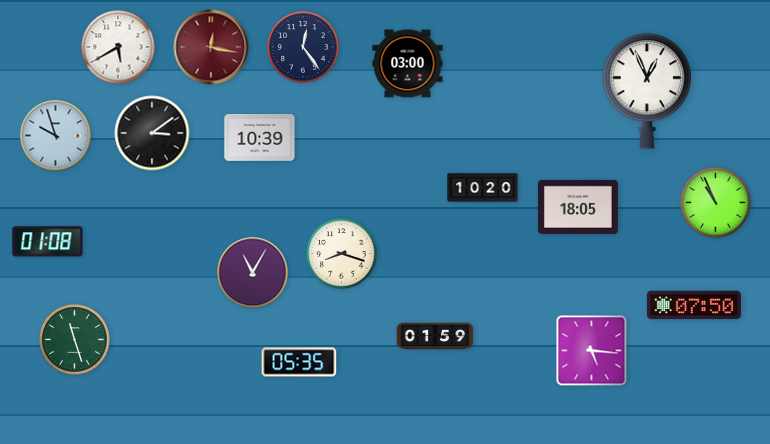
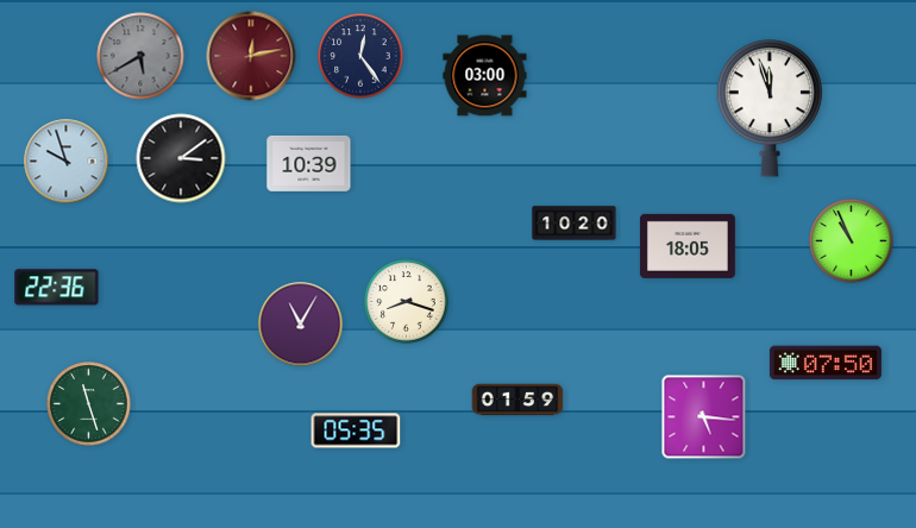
clock at (118, 47) dial: white -> grey
clock at (211, 47): 12:17 -> 12:13
clock at (647, 91): 12:56 -> 11:57
clock at (48, 242): 01:08 -> 22:36
